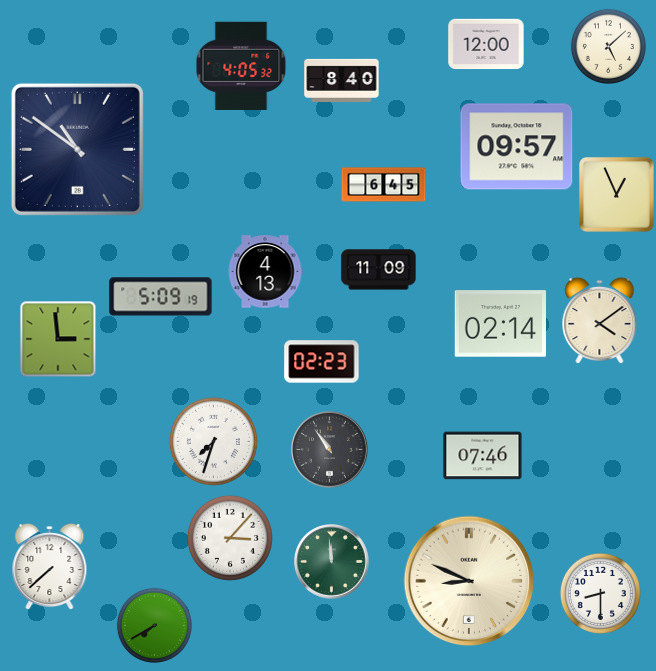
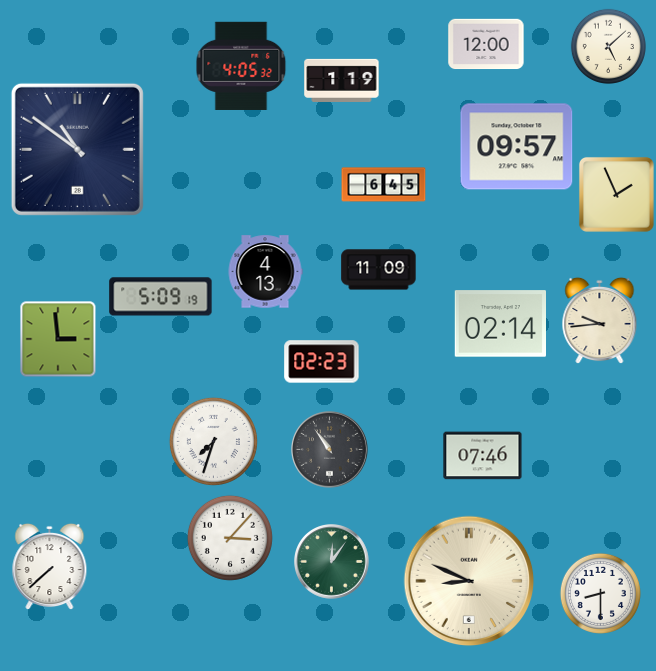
clock at (342, 80): 8:40 -> 1:19
clock at (616, 194): 12:56 -> 1:56
clock at (600, 321): 4:09 -> 9:44
clock at (332, 562): 11:59 -> 12:06
clock at (154, 625): 7:40 -> none
